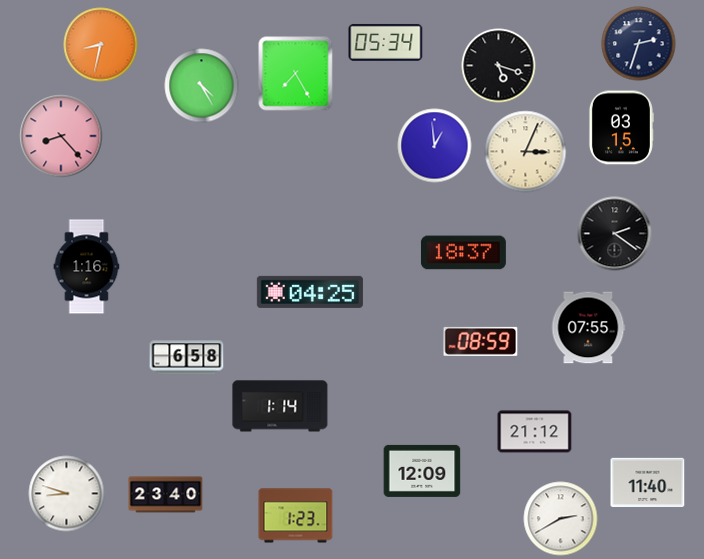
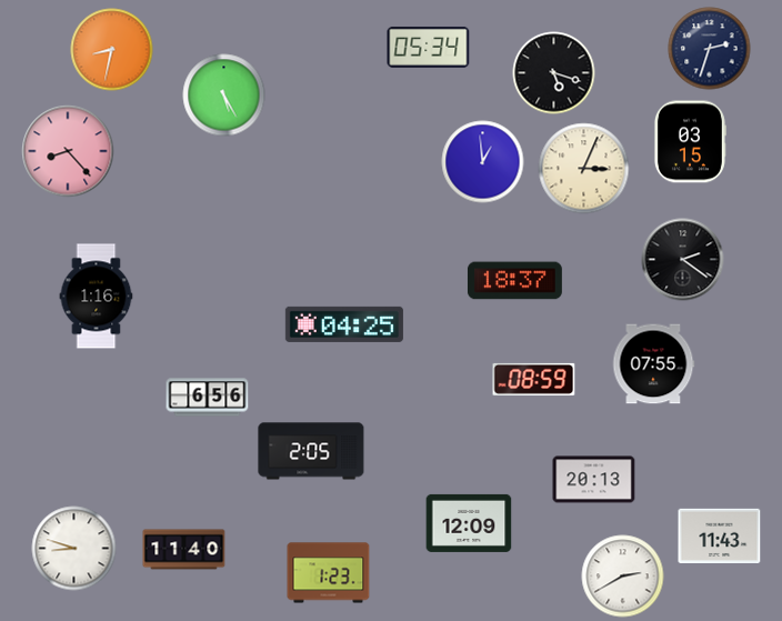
clock at (296, 74): 7:25 -> none
clock at (202, 86): 4:25 -> 5:25
clock at (187, 358): 6:58 -> 6:56
clock at (280, 406): 1:14 -> 2:05
clock at (535, 432): 21:12 -> 20:13
clock at (648, 482): 11:40 -> 11:43
clock at (166, 495): 23:40 -> 11:40
